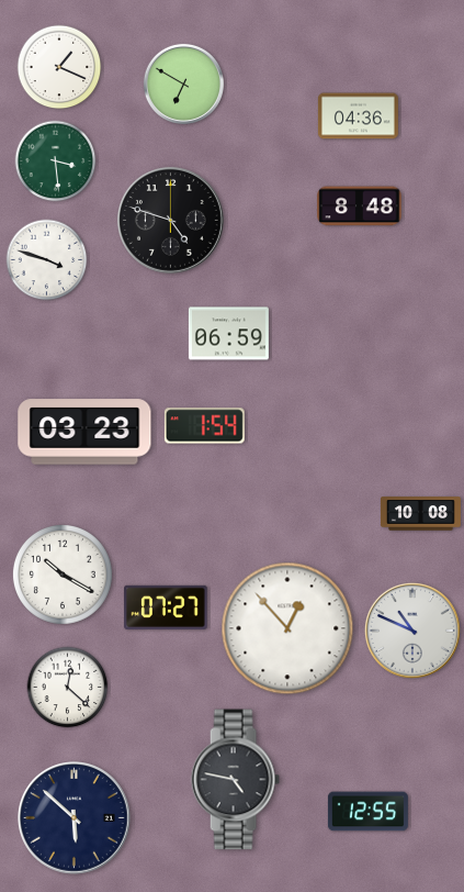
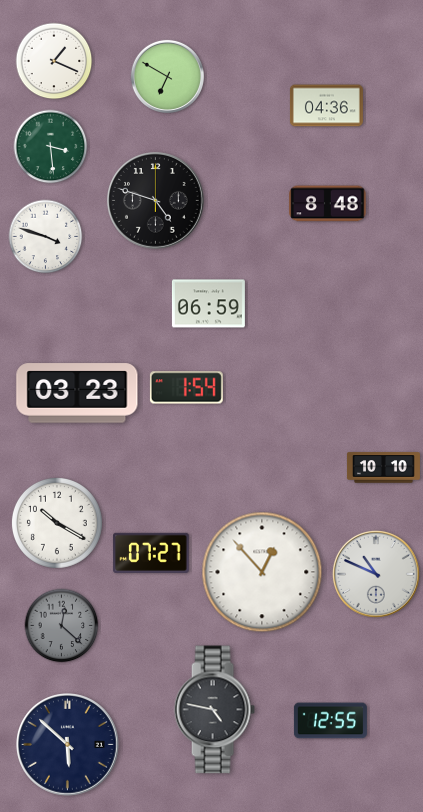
clock at (360, 207) position: (360, 207) -> (328, 204)
clock at (47, 260) position: (47, 260) -> (46, 237)
clock at (420, 514): 10:08 -> 10:10
clock at (68, 688) dial: white -> grey
clock at (367, 812) position: (367, 812) -> (330, 721)
